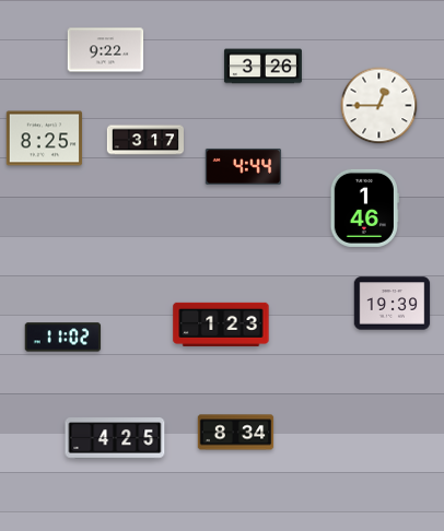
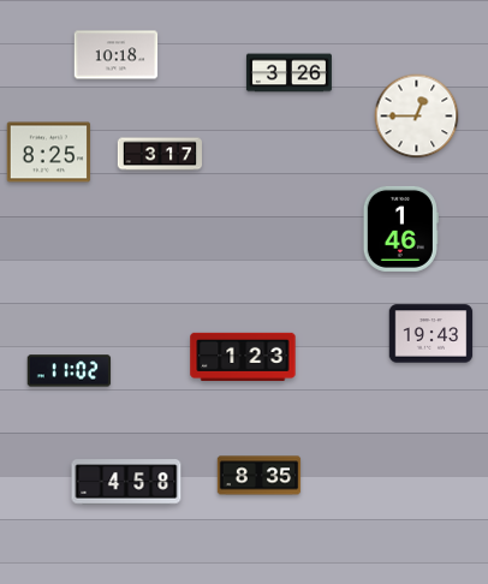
clock at (106, 50): 9:22 -> 10:18
clock at (244, 166): 4:44 -> none
clock at (393, 304): 19:39 -> 19:43
clock at (236, 433): 8:34 -> 8:35
clock at (115, 438): 4:25 -> 4:58
